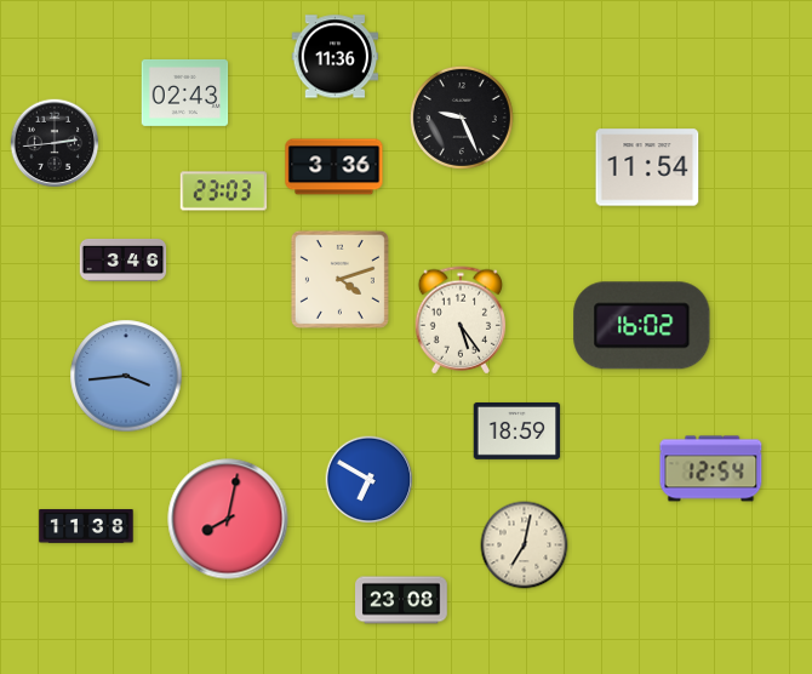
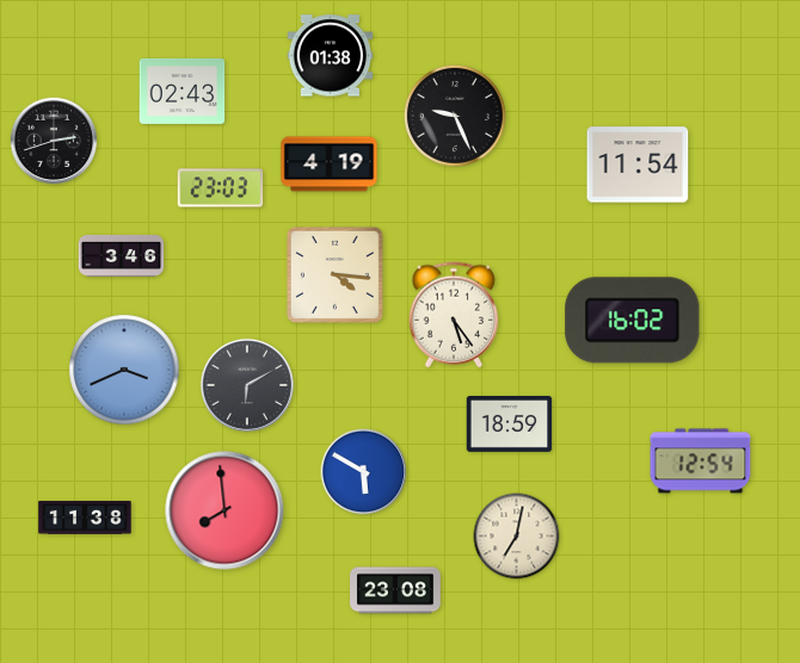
clock at (336, 57): 11:36 -> 01:38
clock at (55, 143): 2:44 -> 2:42
clock at (334, 167): 3:36 -> 4:19
clock at (339, 279): 4:12 -> 4:16
clock at (126, 376): 3:44 -> 3:41
clock at (247, 385): none -> 6:10
clock at (370, 480): 6:50 -> 5:50
clock at (228, 519): 8:02 -> 7:59
